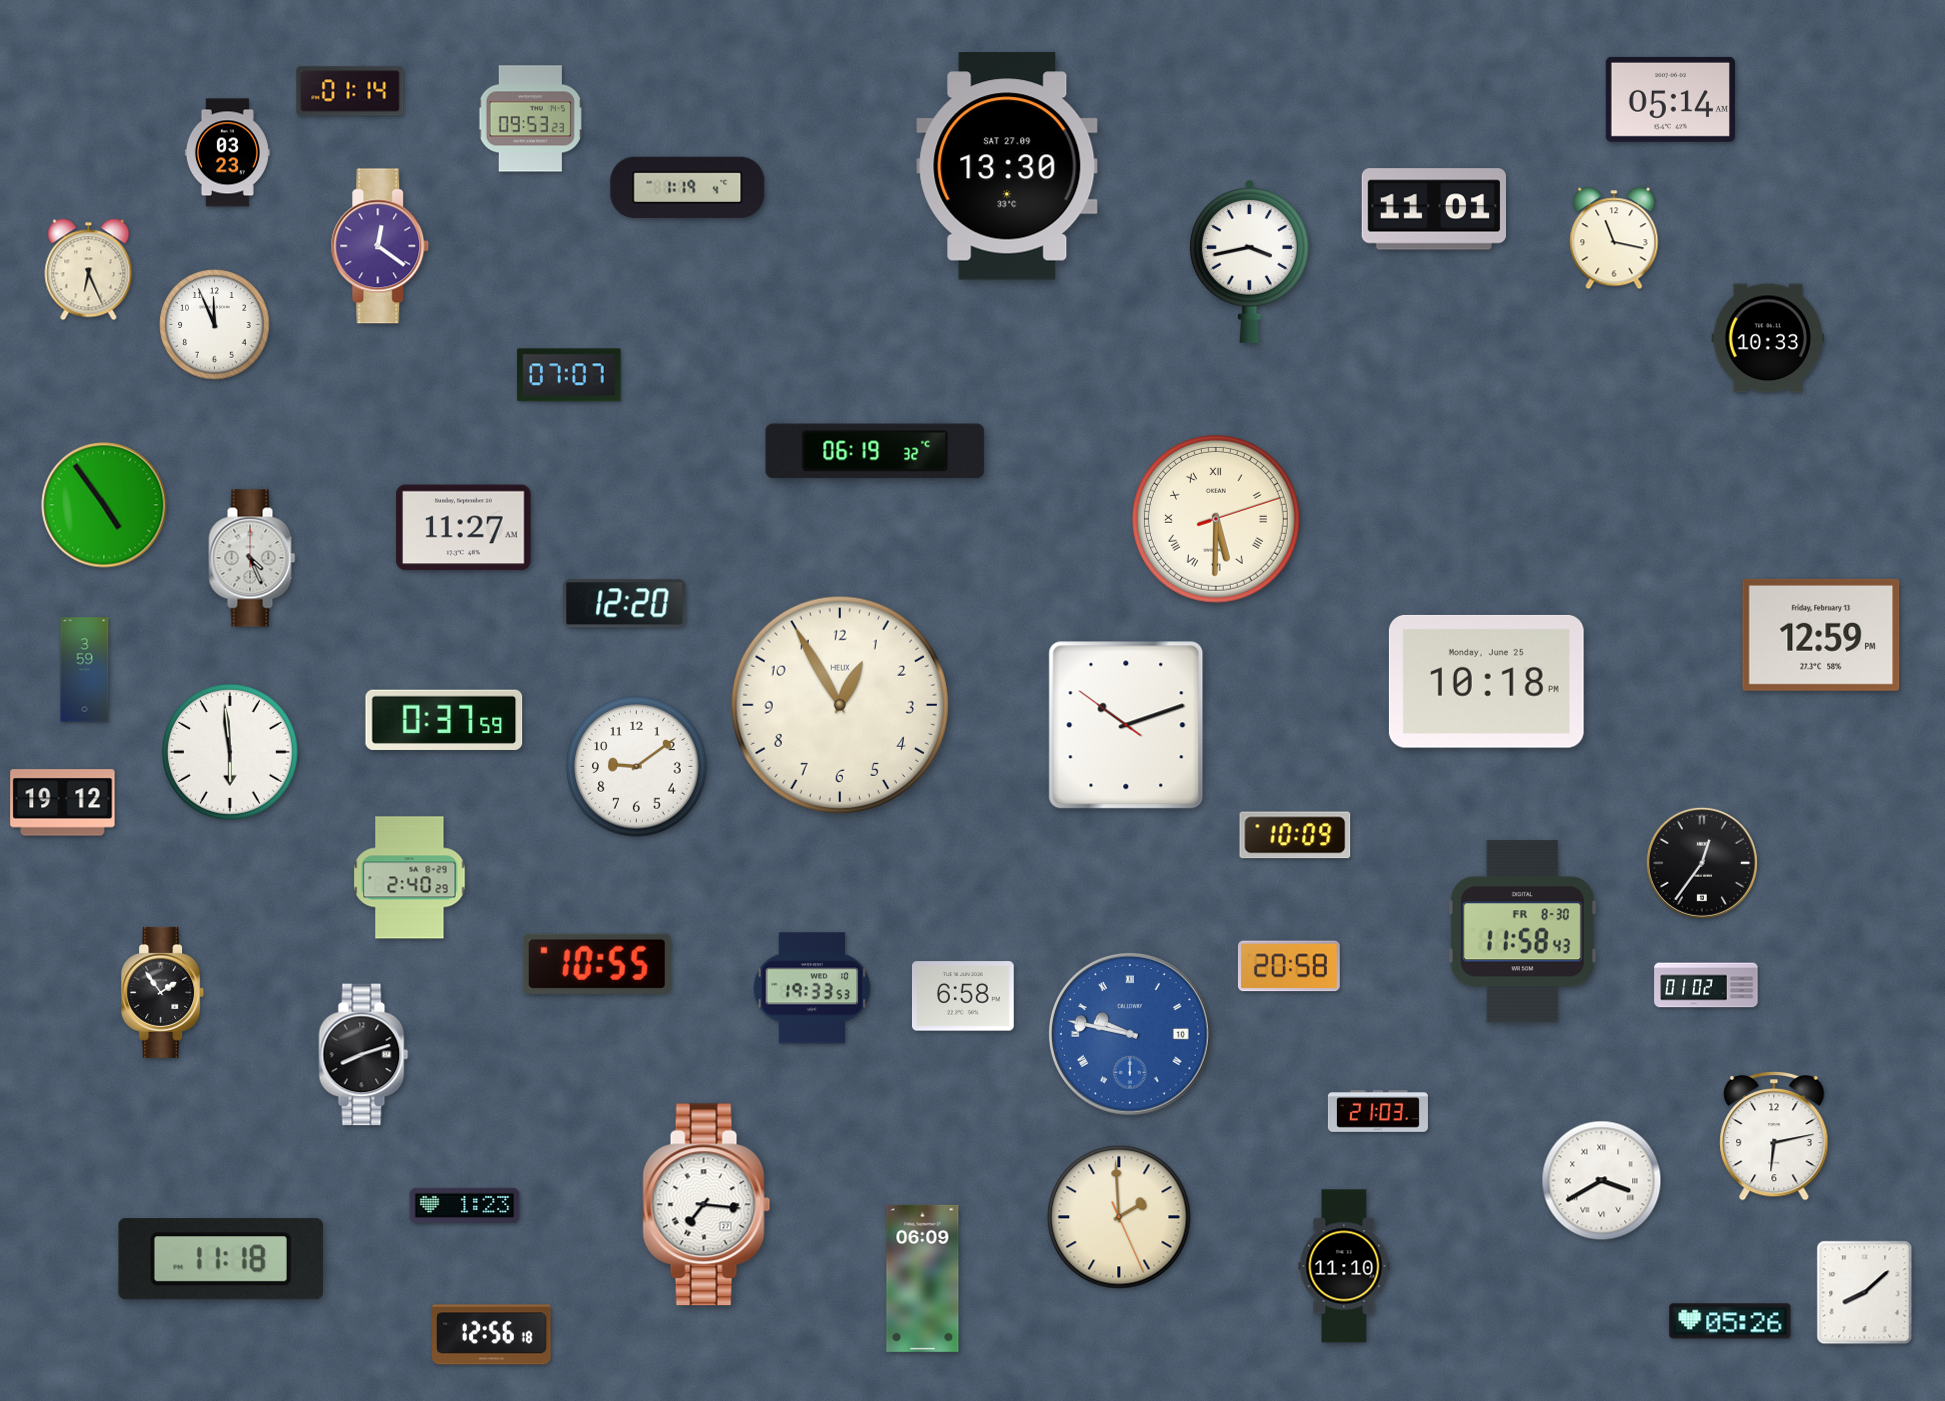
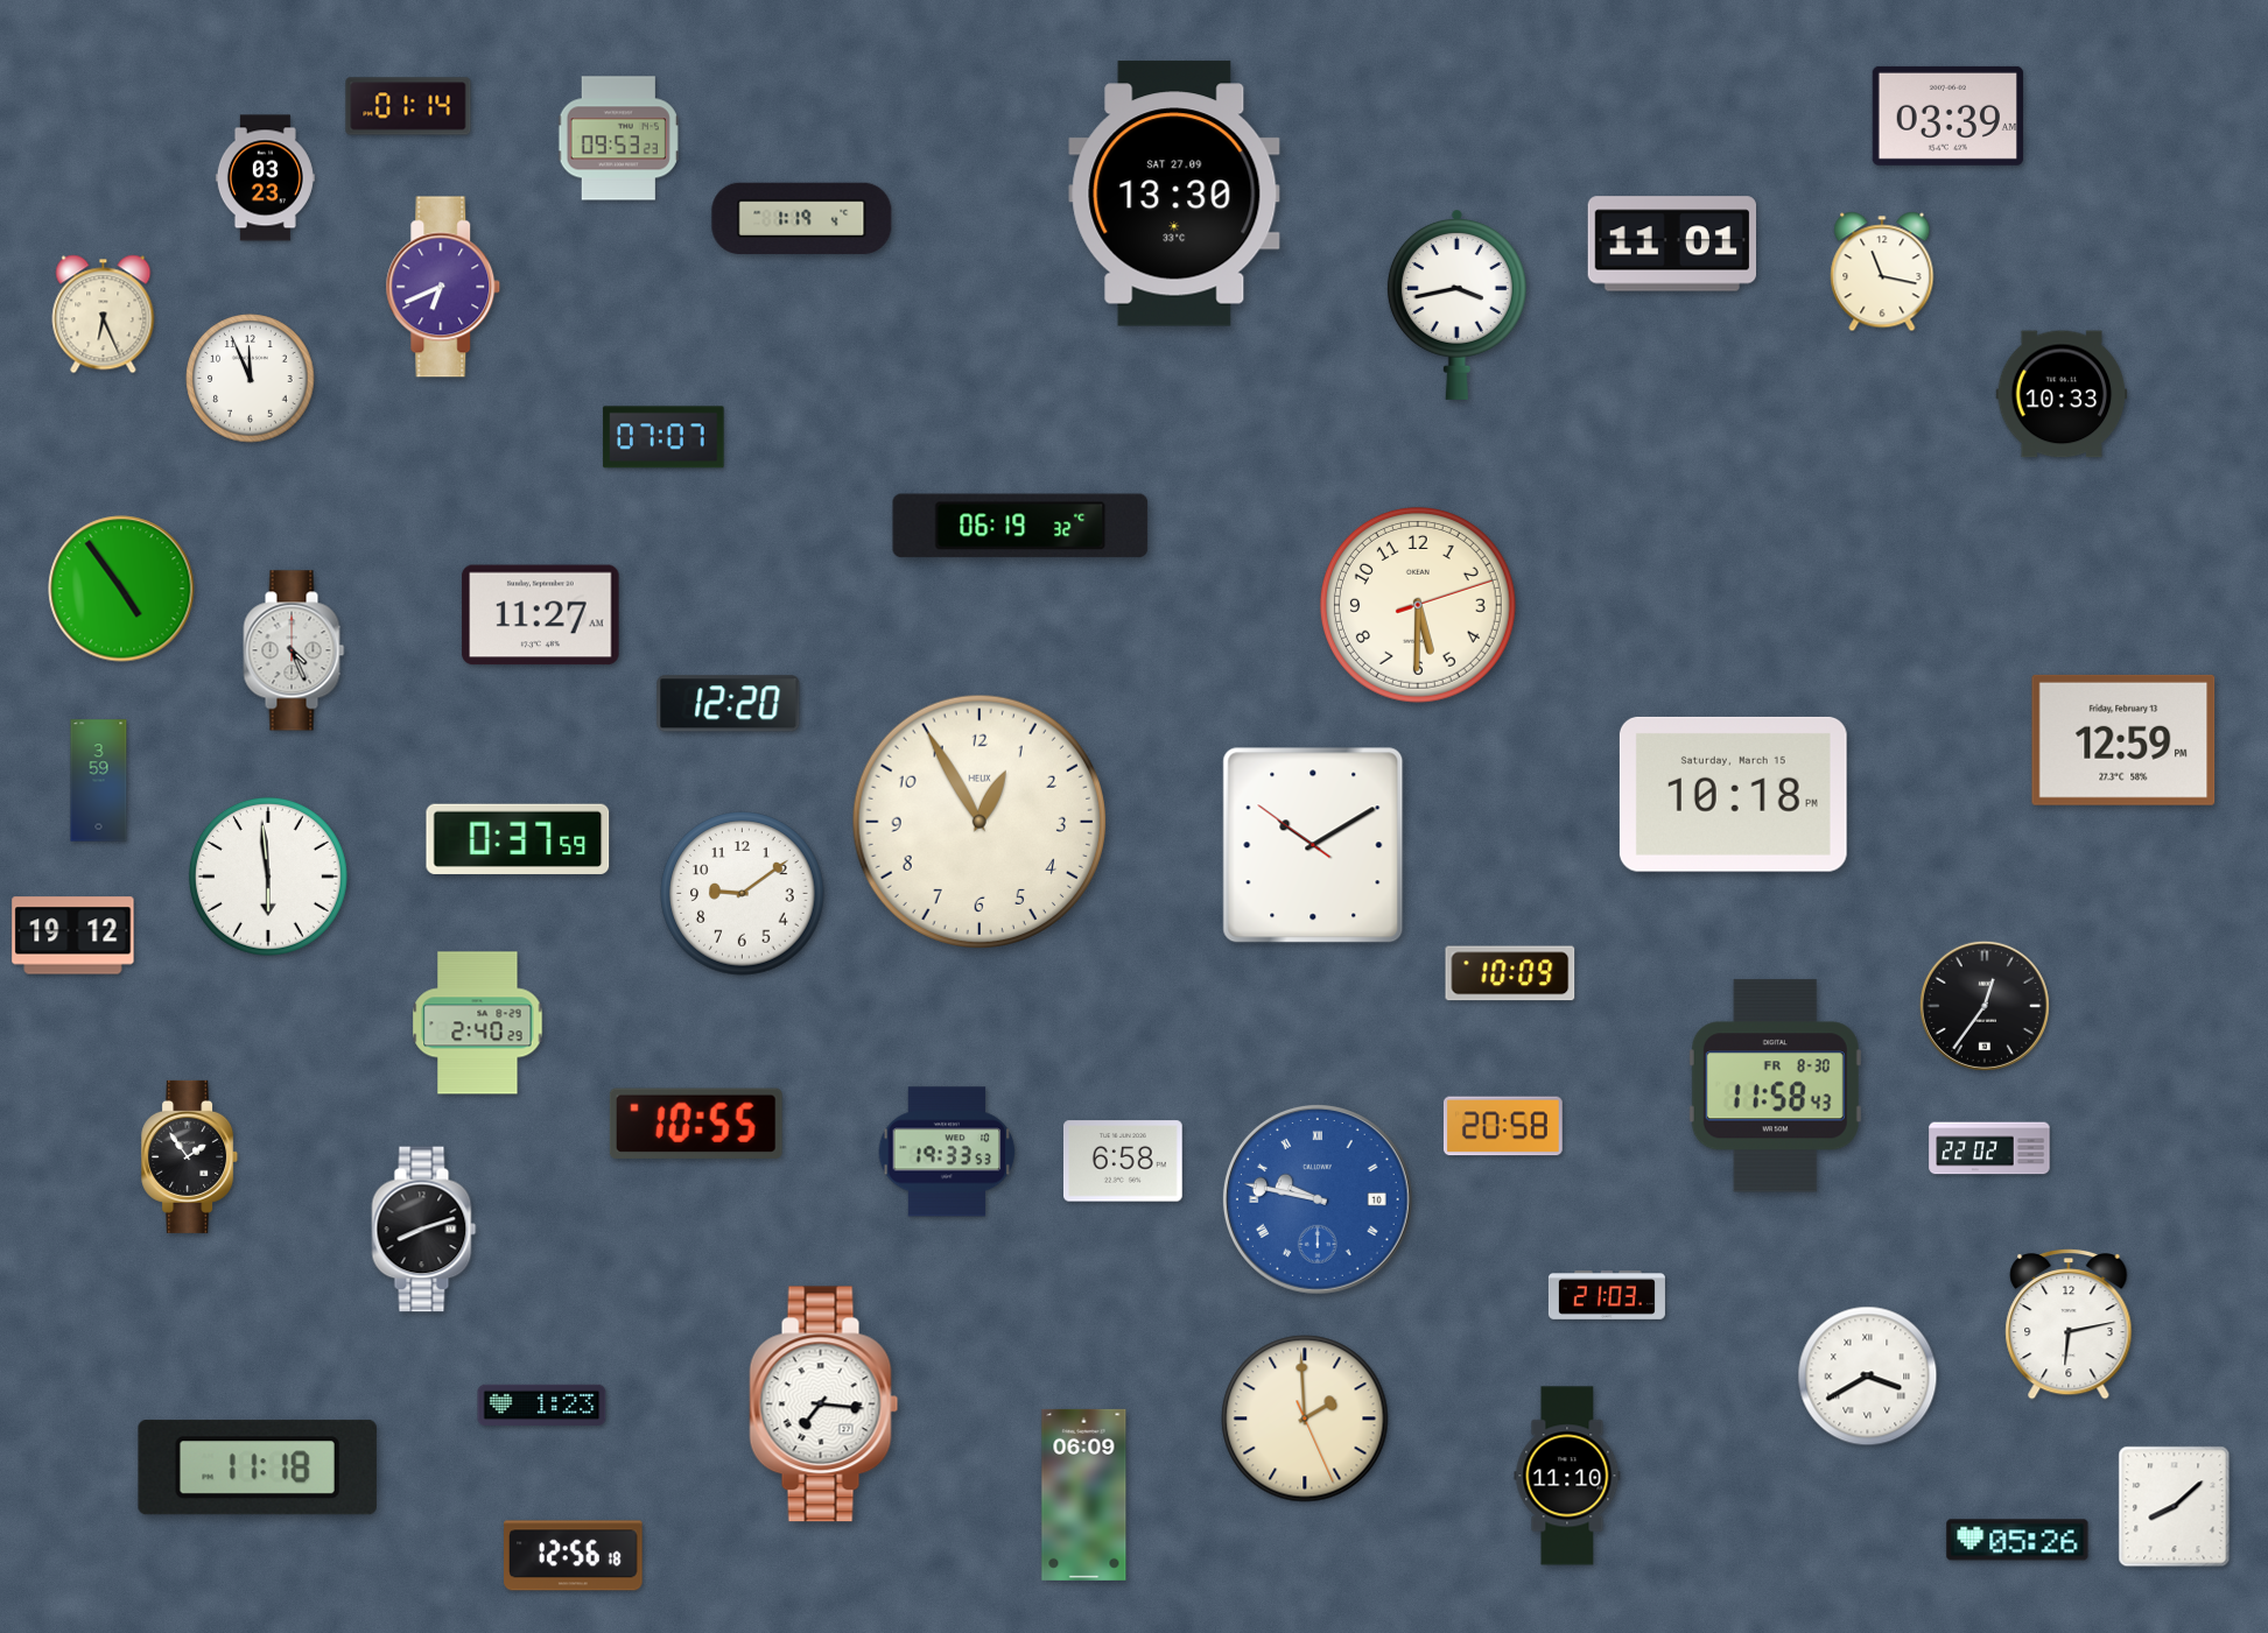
clock at (1670, 99): 05:14 -> 03:39
clock at (1614, 238) position: (1614, 238) -> (1882, 272)
clock at (380, 246): 12:21 -> 6:41
clock at (1216, 519) numerals: Roman -> Arabic
clock at (1486, 681) date: Monday, June 25 -> Saturday, March 15
clock at (1126, 725): 10:11 -> 10:09
clock at (1706, 985): 01:02 -> 22:02
clock at (1130, 1034) position: (1130, 1034) -> (1318, 1199)
clock at (923, 1278) position: (923, 1278) -> (1084, 1494)
